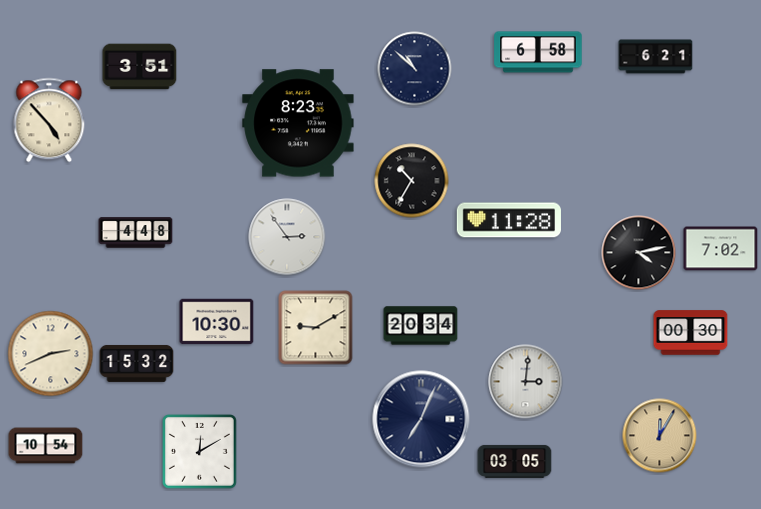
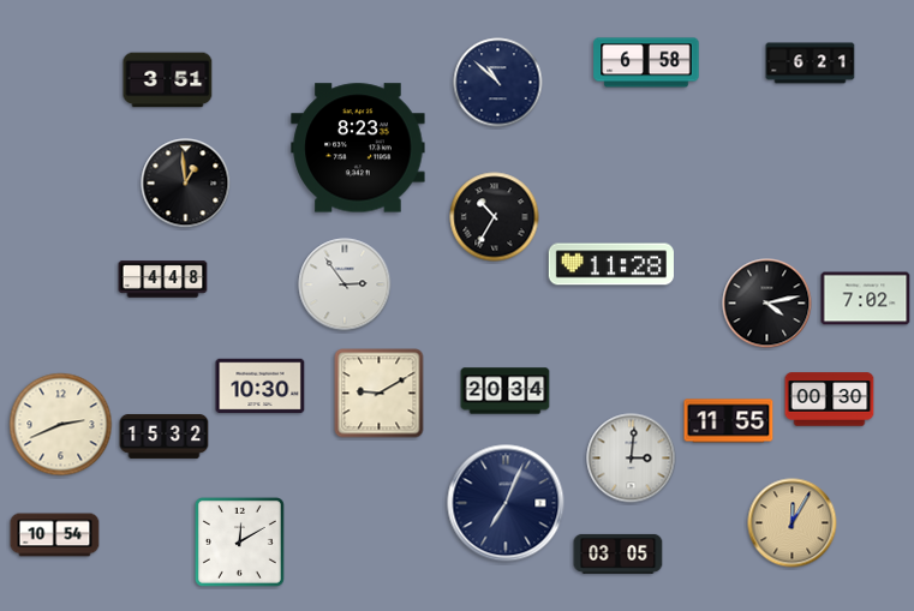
clock at (656, 57) position: (656, 57) -> (811, 64)
clock at (49, 120): 4:53 -> none
clock at (186, 184): none -> 12:59
clock at (729, 421): none -> 11:55
